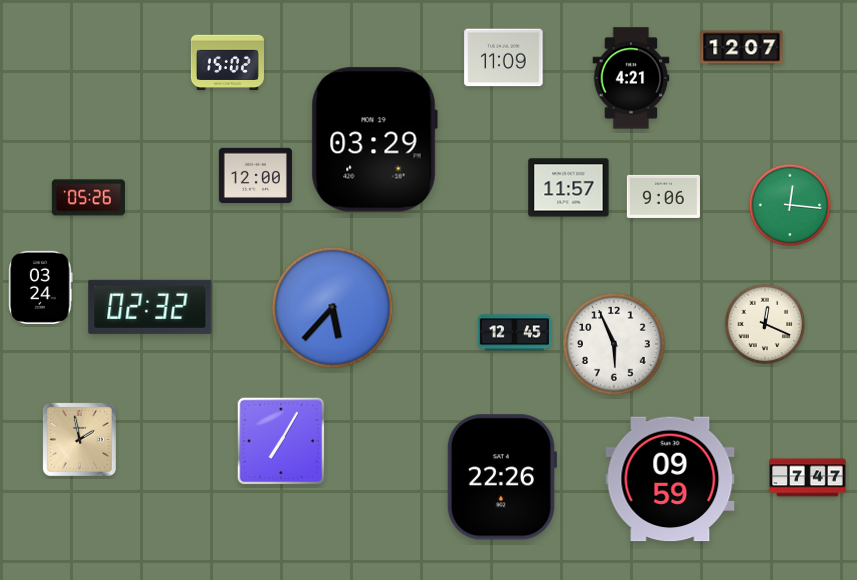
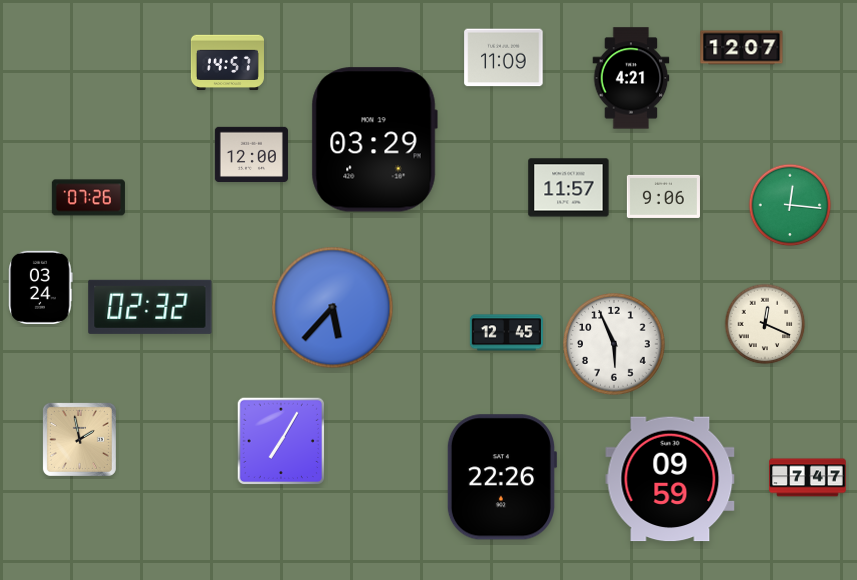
clock at (227, 63): 15:02 -> 14:57
clock at (255, 175) position: (255, 175) -> (251, 154)
clock at (88, 198): 05:26 -> 07:26
clock at (514, 333) position: (514, 333) -> (506, 333)
